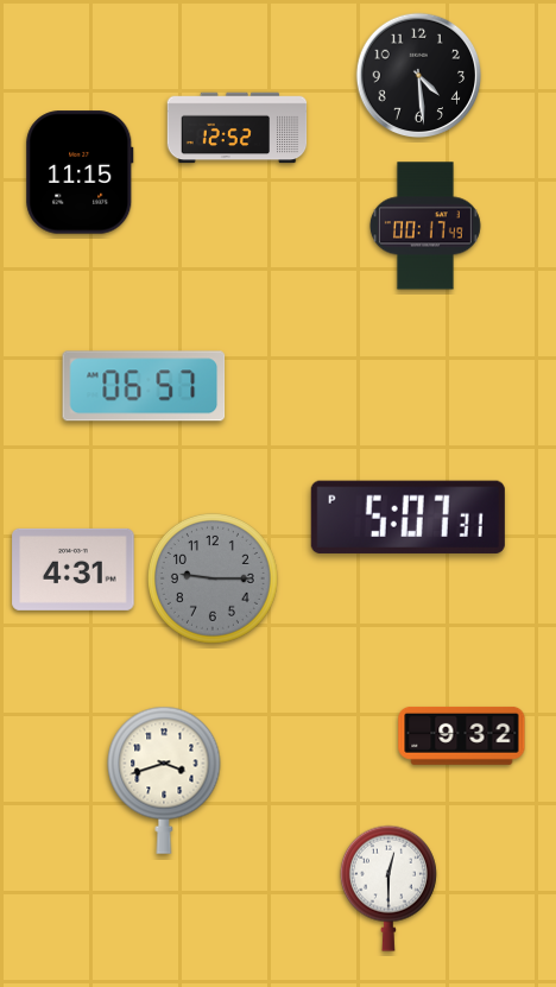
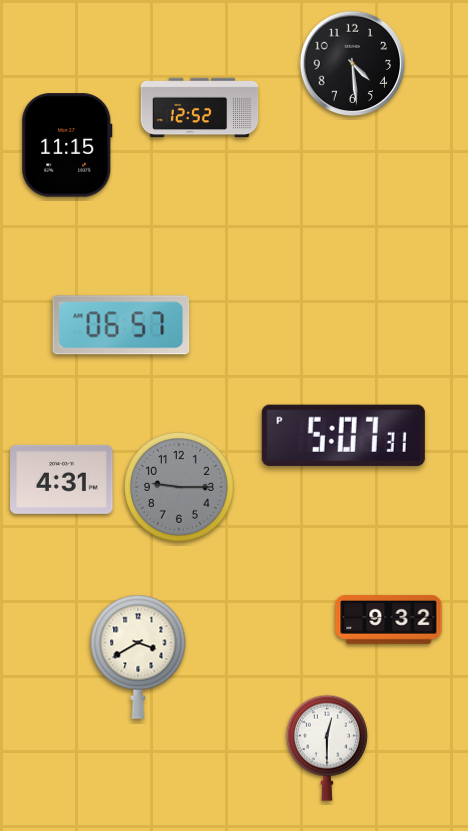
clock at (425, 226): 00:17 -> none
clock at (164, 780): 3:42 -> 3:40
